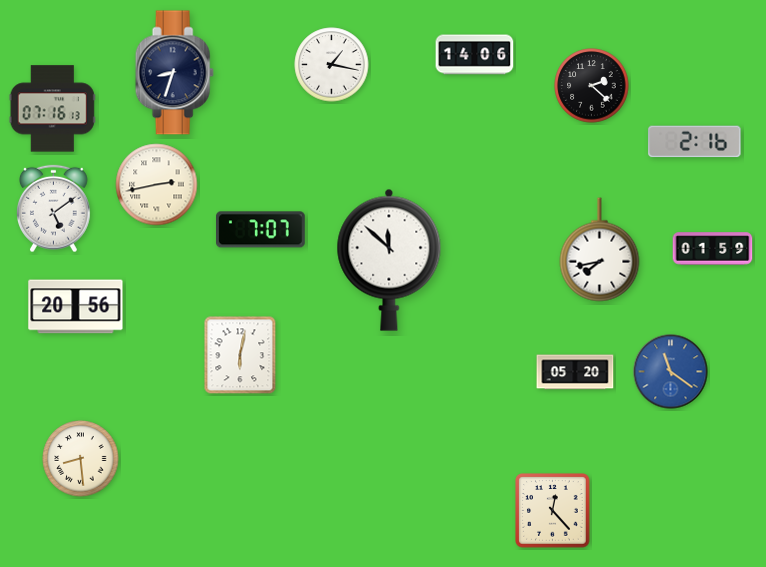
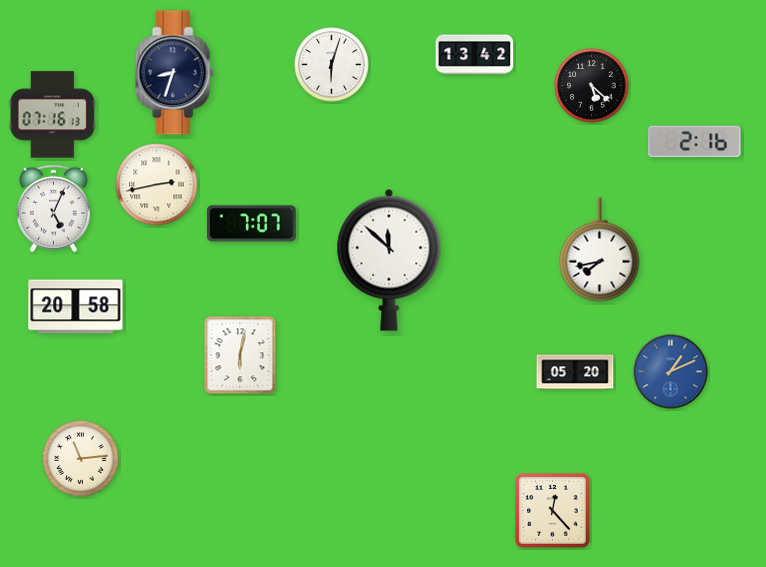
clock at (475, 55): 14:06 -> 13:42
clock at (332, 65): 1:17 -> 6:03
clock at (592, 86): 2:22 -> 5:22
clock at (52, 109) position: (52, 109) -> (52, 115)
clock at (54, 209): 5:09 -> 5:04
clock at (261, 230) position: (261, 230) -> (252, 224)
clock at (713, 249): 01:59 -> none
clock at (76, 307): 20:56 -> 20:58
clock at (671, 372): 11:21 -> 1:11
clock at (81, 459): 8:29 -> 11:14
